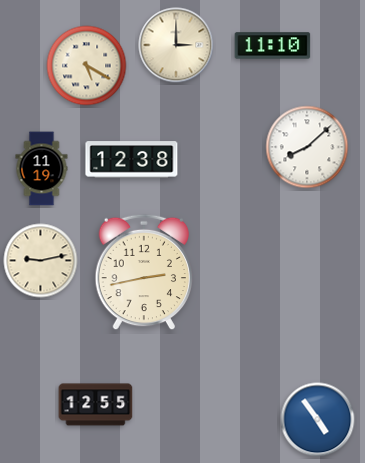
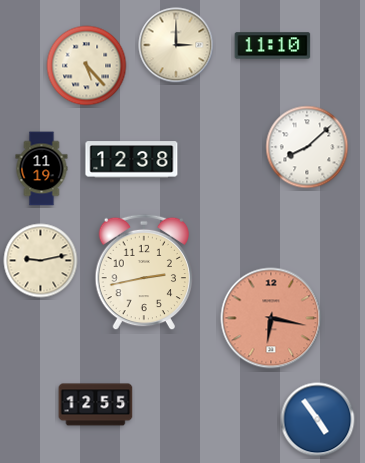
clock at (87, 66): 5:20 -> 5:23
clock at (271, 318): none -> 6:17
